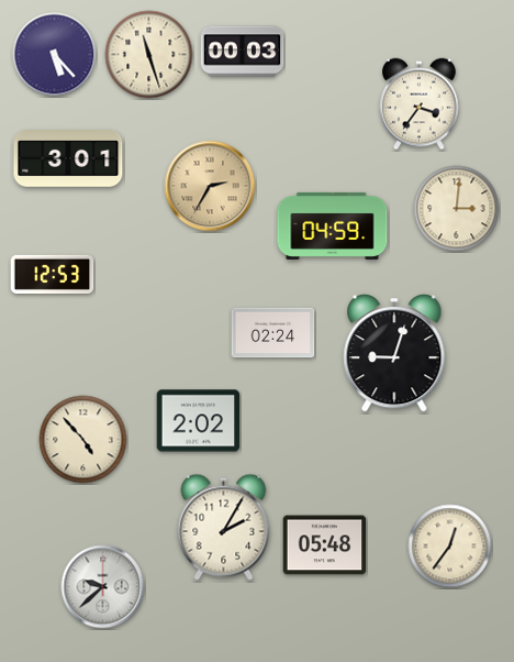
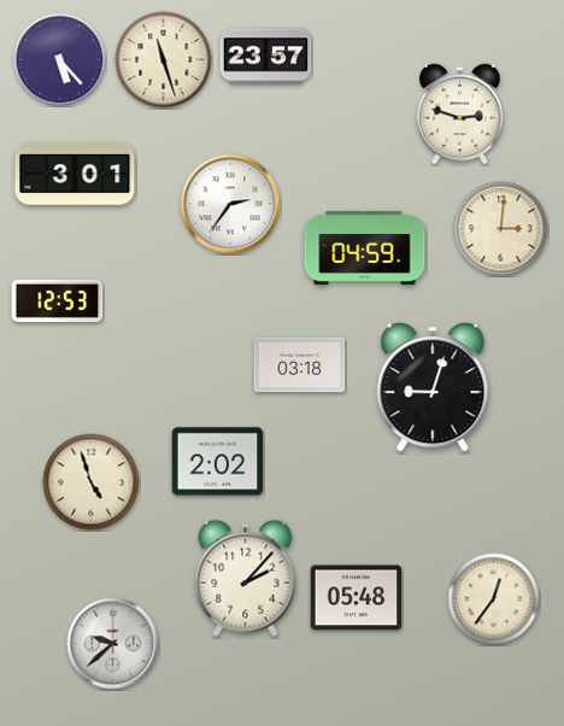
clock at (243, 52): 00:03 -> 23:57
clock at (420, 104): 3:36 -> 2:48
clock at (210, 186): 2:35 -> 2:36
clock at (210, 186) dial: champagne -> white
clock at (273, 333): 02:24 -> 03:18
clock at (83, 440): 4:53 -> 4:57
clock at (224, 527): 2:05 -> 2:07
